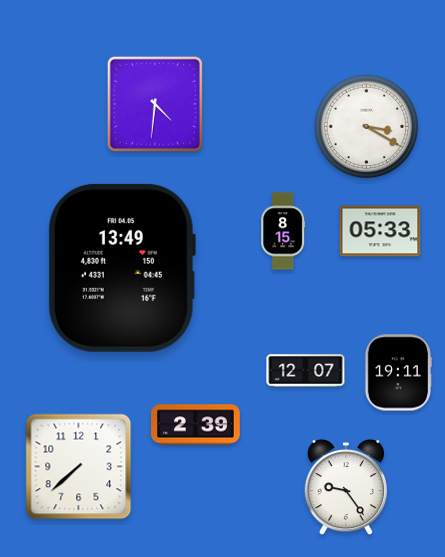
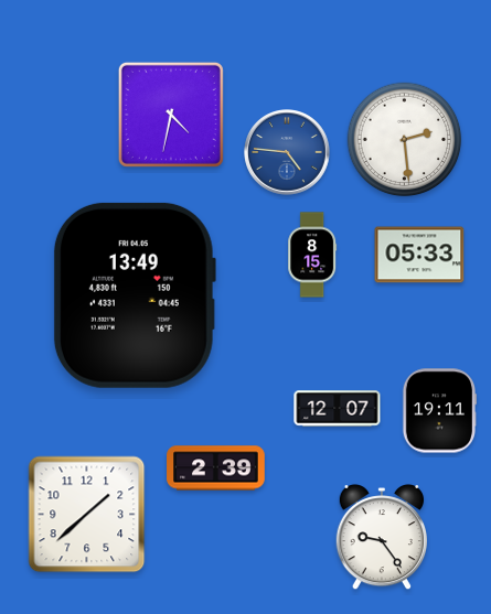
clock at (155, 104): 4:31 -> 4:32
clock at (367, 127): 3:20 -> 2:29
clock at (287, 152): none -> 4:46
clock at (79, 467): 7:38 -> 1:38
